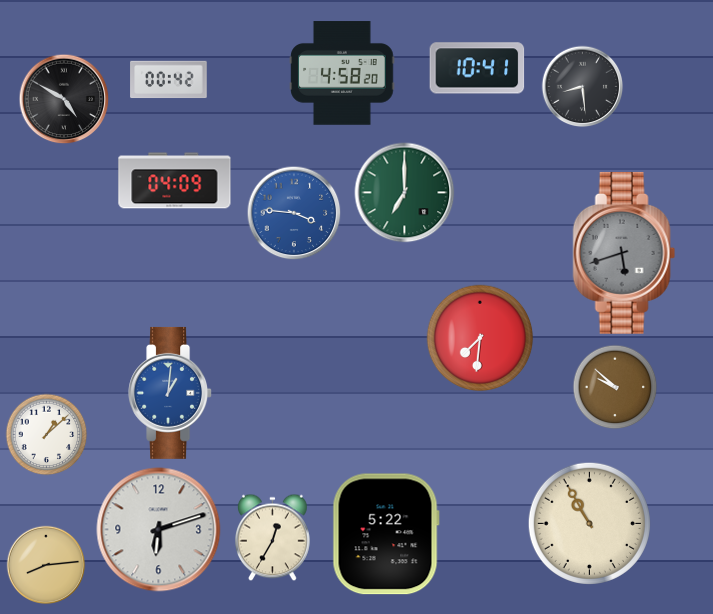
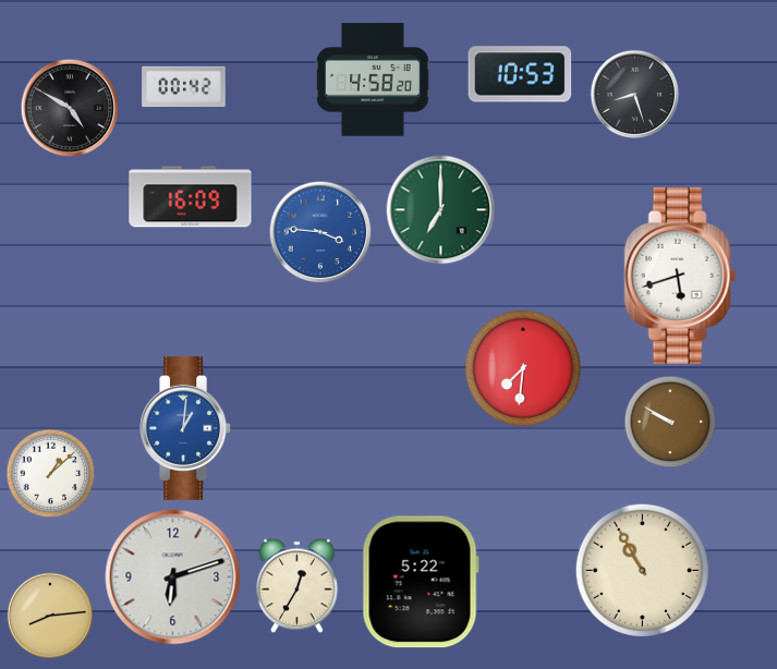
clock at (477, 68): 10:41 -> 10:53
clock at (583, 87): 8:29 -> 8:27
clock at (175, 181): 04:09 -> 16:09
clock at (624, 253) dial: grey -> white
clock at (615, 387): 9:52 -> 9:50
